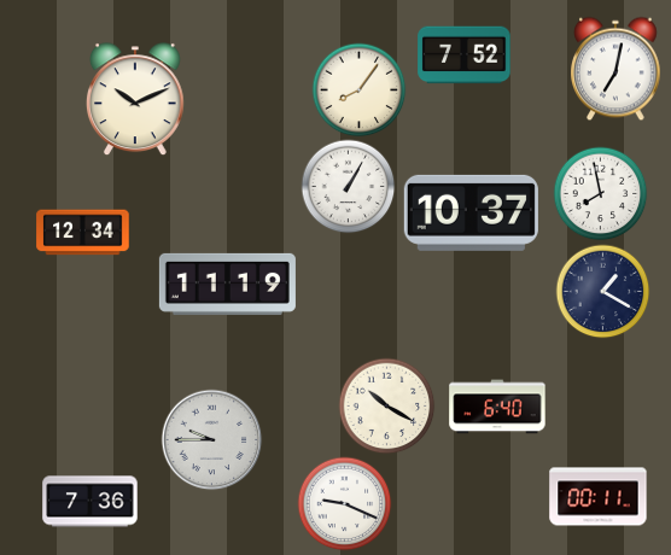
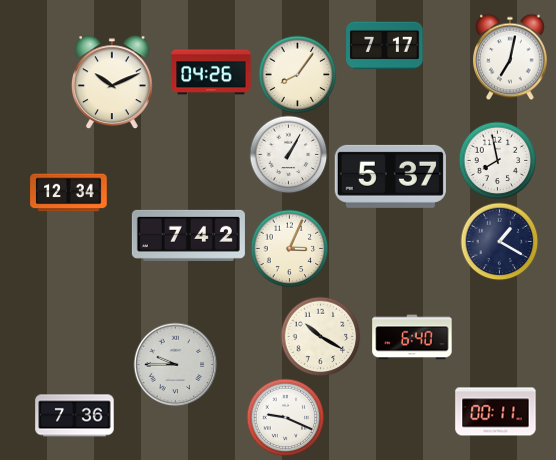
clock at (465, 55): 7:52 -> 7:17
clock at (211, 72): none -> 04:26
clock at (471, 212): 10:37 -> 5:37
clock at (227, 284): 11:19 -> 7:42
clock at (289, 248): none -> 3:04
